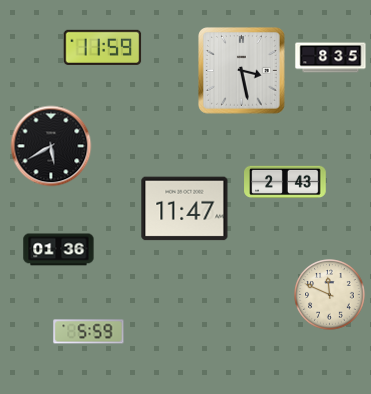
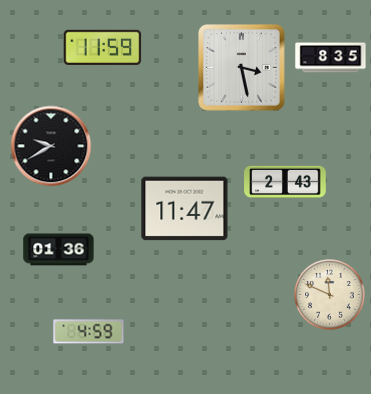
clock at (242, 71) position: (242, 71) -> (242, 68)
clock at (51, 146): 5:40 -> 9:40
clock at (89, 332): 5:59 -> 4:59
